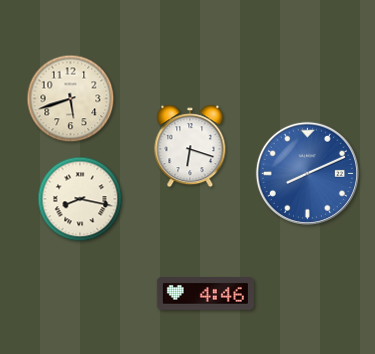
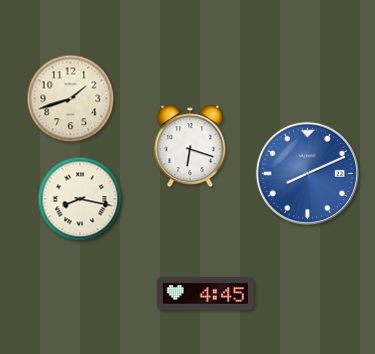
clock at (71, 99): 5:42 -> 1:42
clock at (205, 294): 4:46 -> 4:45
